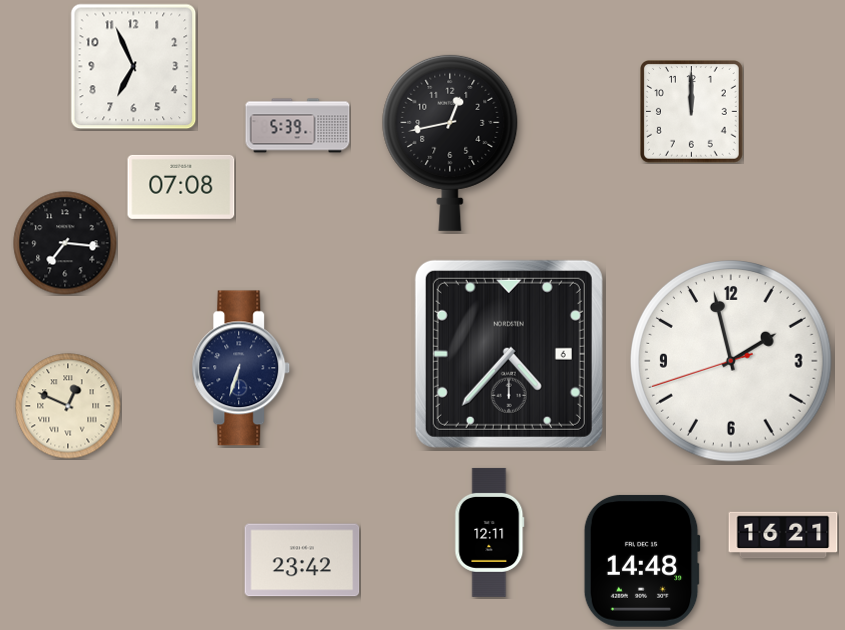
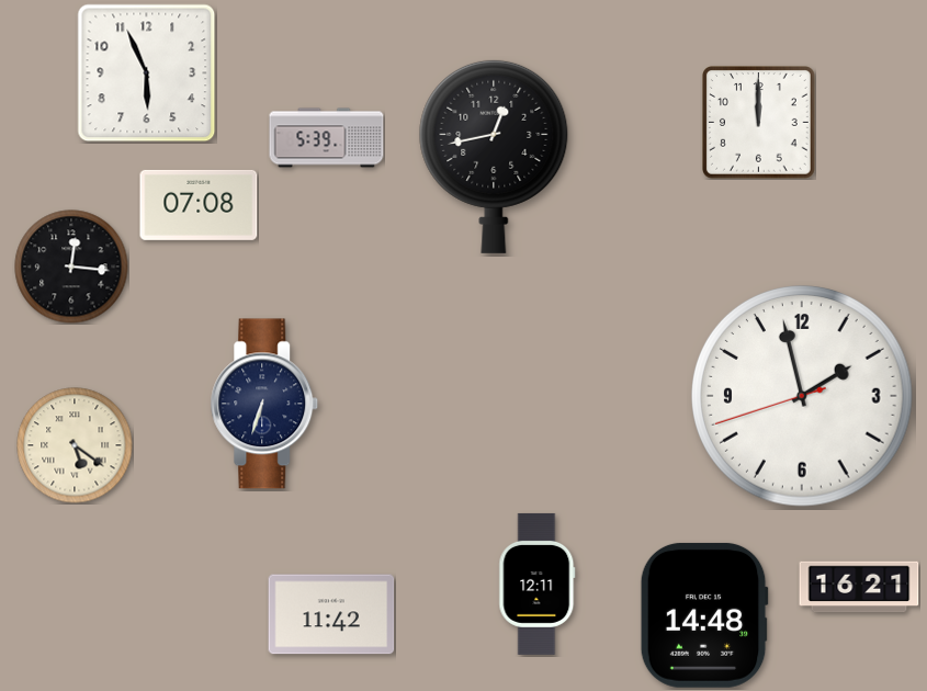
clock at (134, 67): 6:56 -> 5:56
clock at (65, 243): 7:16 -> 12:16
clock at (509, 354): 4:37 -> none
clock at (68, 406): 12:49 -> 5:21
clock at (302, 560): 23:42 -> 11:42
